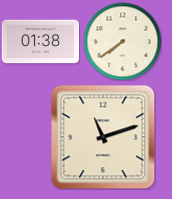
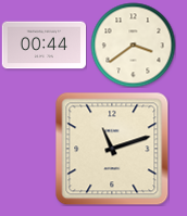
clock at (122, 41): 7:39 -> 3:39
clock at (40, 42): 01:38 -> 00:44
